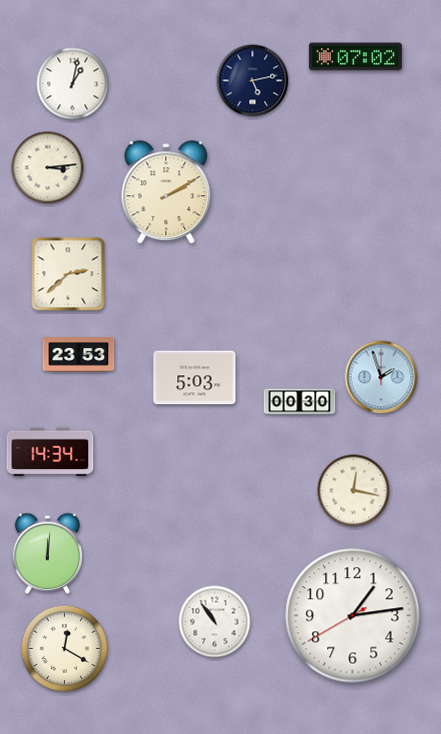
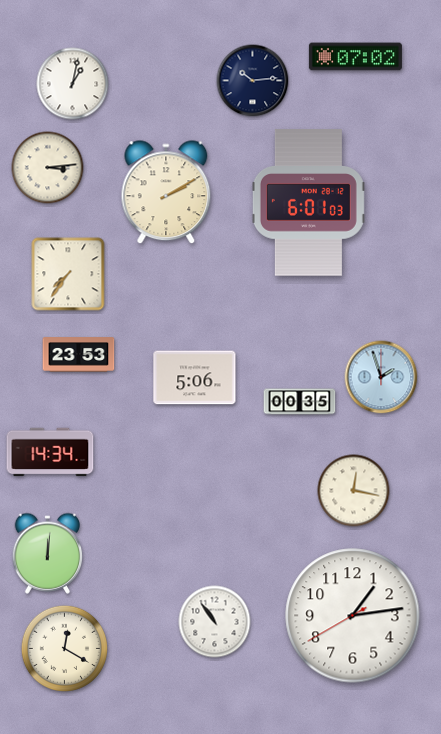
clock at (253, 81): 5:13 -> 10:14
clock at (308, 203): none -> 6:01
clock at (68, 274): 2:38 -> 7:36
clock at (195, 378): 5:03 -> 5:06
clock at (300, 402): 00:30 -> 00:35
